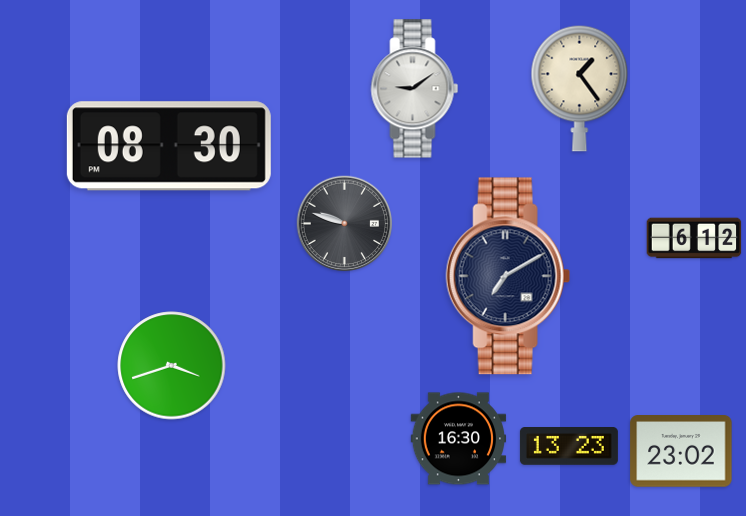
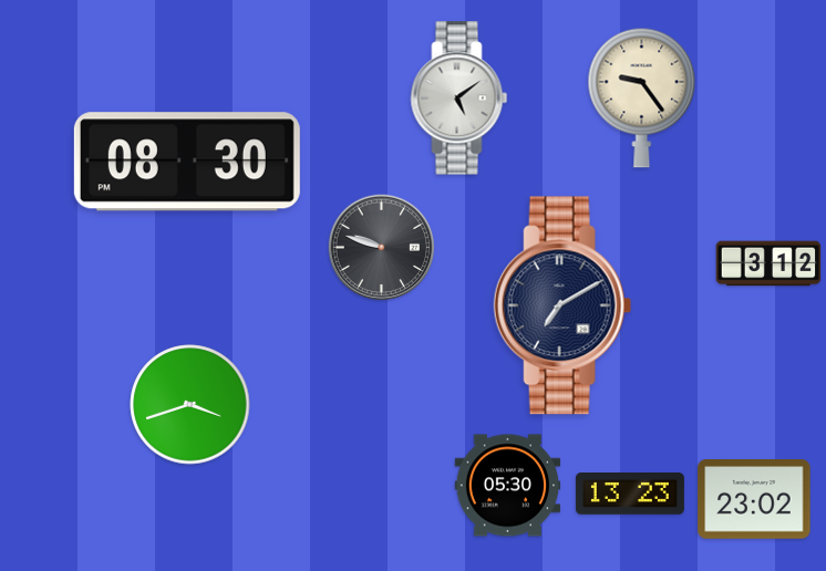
clock at (580, 88): 1:24 -> 9:24
clock at (415, 89): 9:09 -> 5:09
clock at (694, 238): 6:12 -> 3:12
clock at (459, 439): 16:30 -> 05:30
